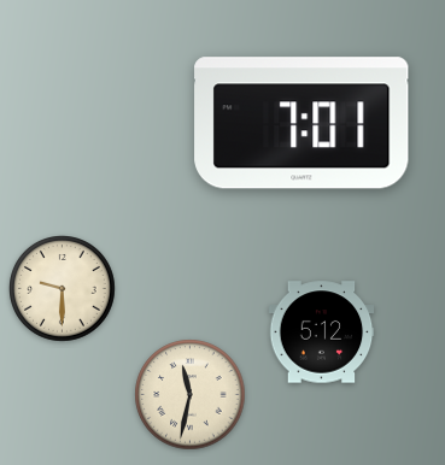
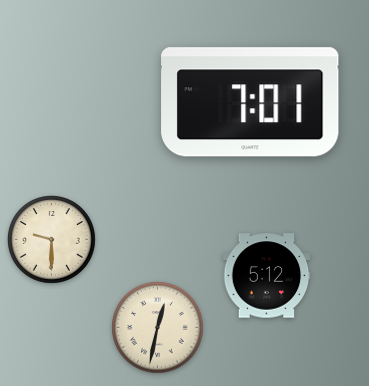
clock at (191, 395): 11:32 -> 12:32
